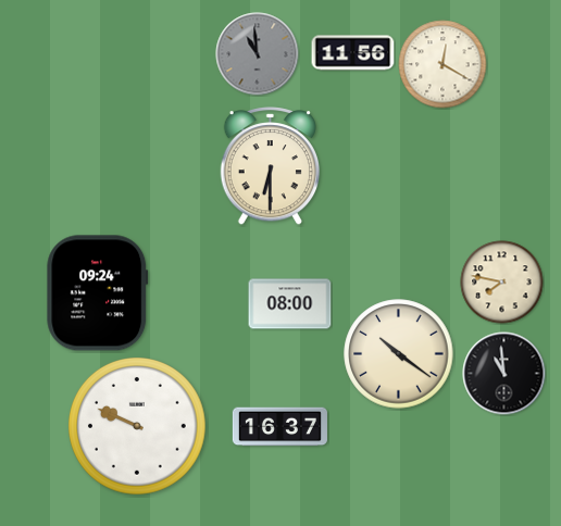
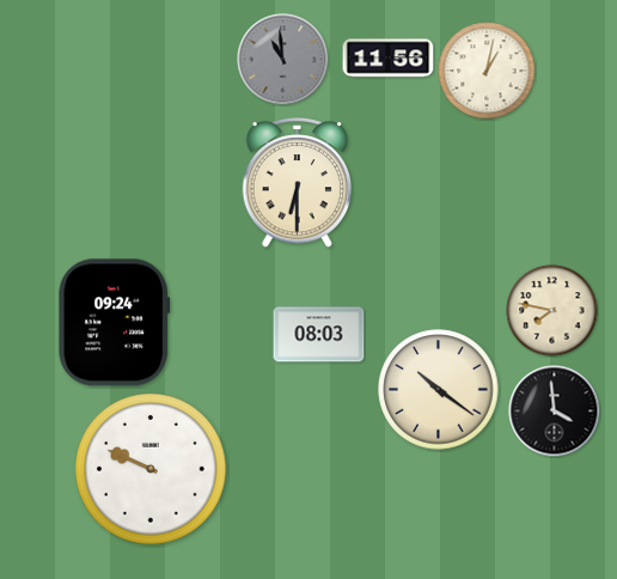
clock at (442, 64): 12:20 -> 1:02
clock at (98, 293) position: (98, 293) -> (115, 323)
clock at (290, 304): 08:00 -> 08:03
clock at (504, 374): 10:59 -> 3:59
clock at (279, 427): 16:37 -> none
